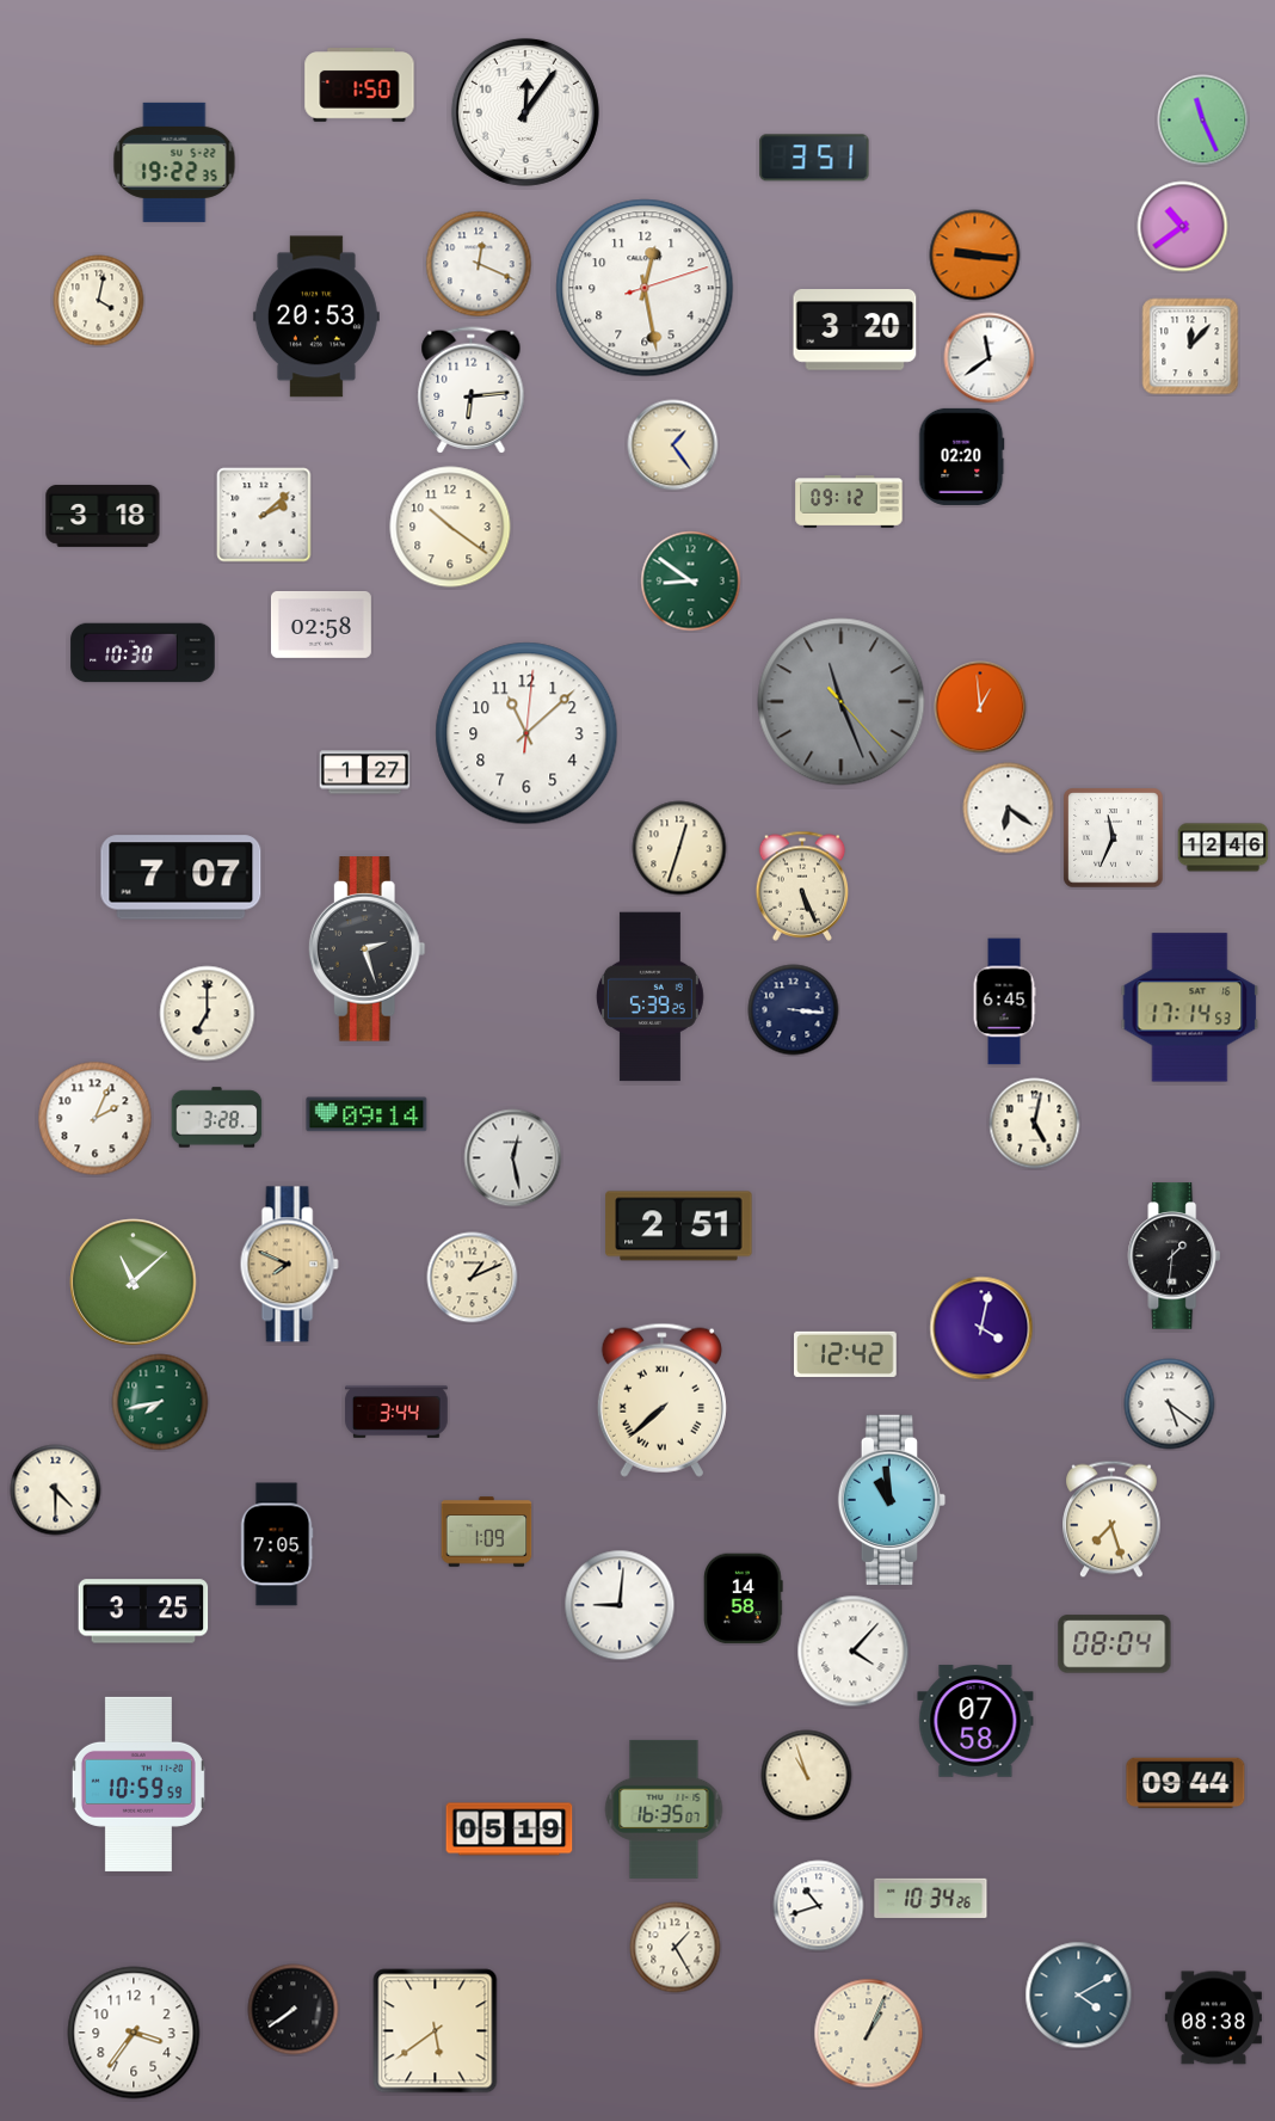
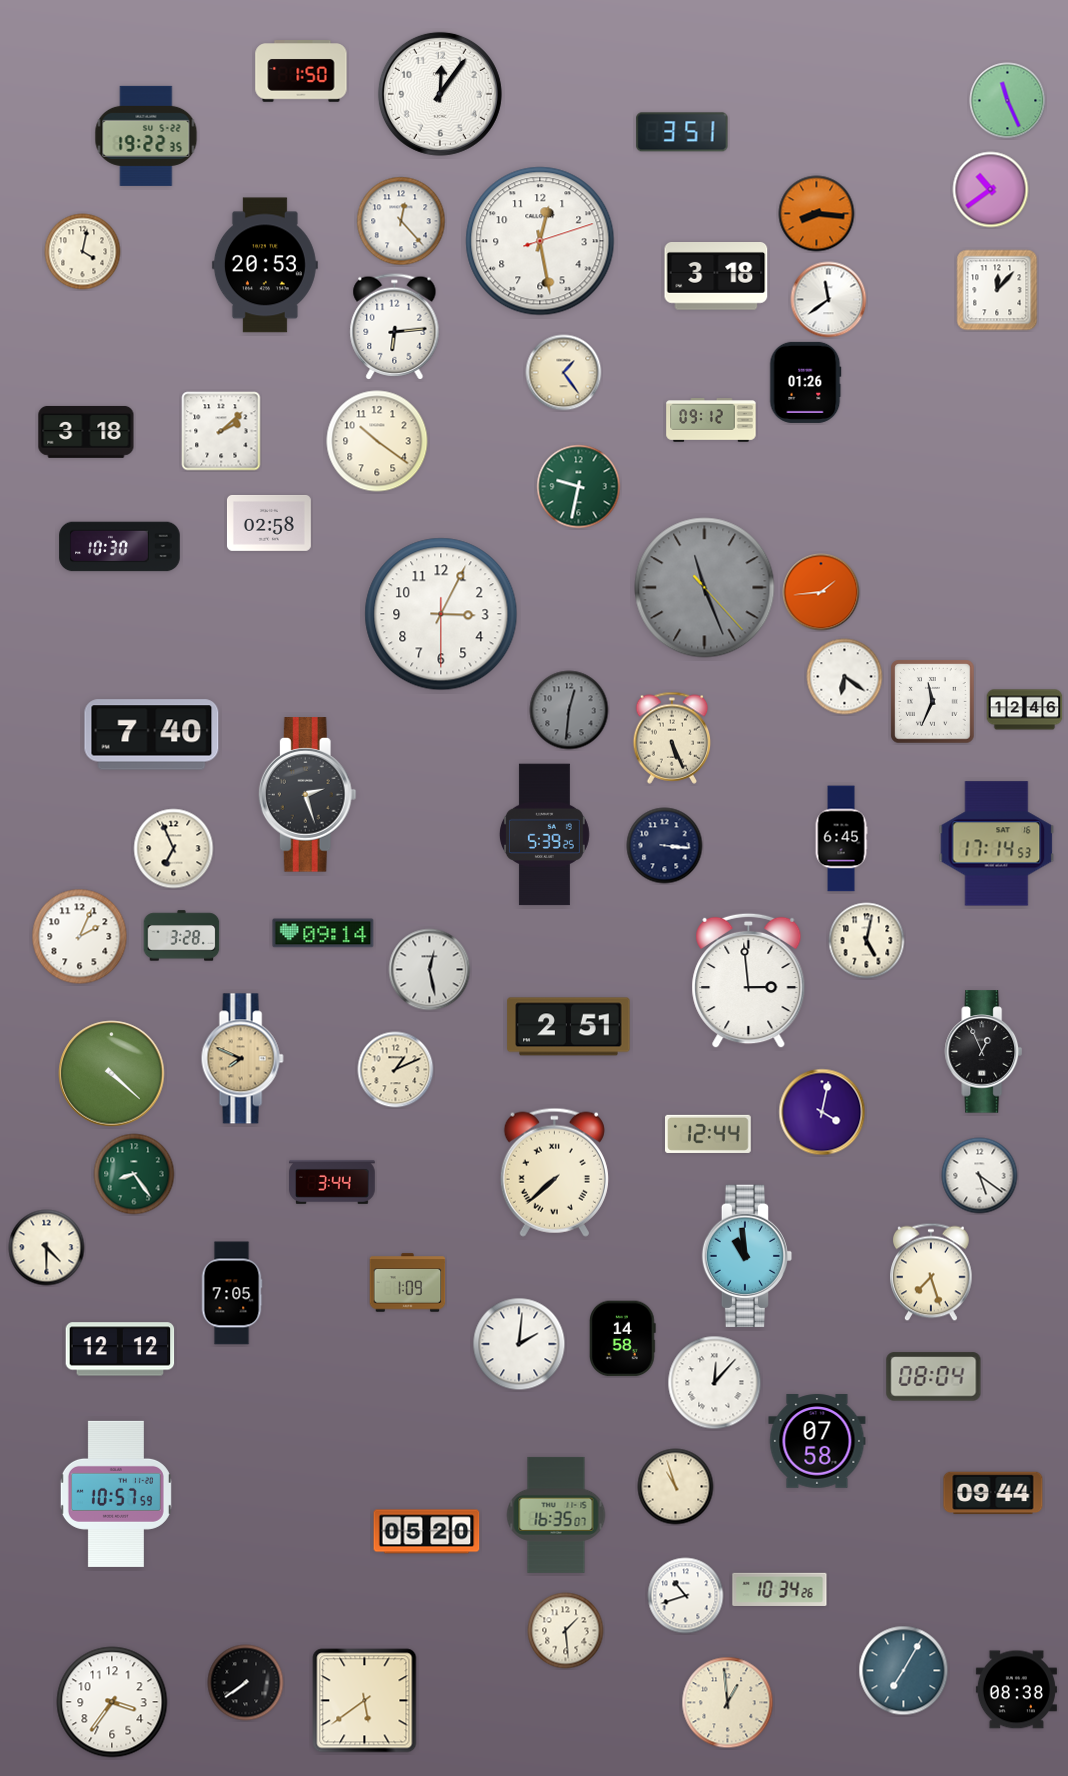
clock at (975, 256): 9:16 -> 8:16
clock at (479, 264): 12:19 -> 12:23
clock at (855, 331): 3:20 -> 3:18
clock at (962, 456): 02:20 -> 01:26
clock at (691, 582): 8:51 -> 9:32
clock at (980, 707): 12:59 -> 1:44
clock at (526, 733): 11:08 -> 3:04
clock at (365, 773): 1:27 -> none
clock at (679, 848): 12:33 -> 12:31
clock at (679, 848) dial: cream -> grey
clock at (181, 878): 7:07 -> 7:40
clock at (802, 886) position: (802, 886) -> (672, 738)
clock at (208, 1014): 7:00 -> 6:56
clock at (367, 1114) position: (367, 1114) -> (323, 933)
clock at (749, 981): none -> 2:59
clock at (1175, 1256): 1:31 -> 12:56
clock at (134, 1283): 11:08 -> 4:22
clock at (846, 1354): 12:42 -> 12:44
clock at (160, 1402): 7:43 -> 8:24
clock at (620, 1605): 9:01 -> 2:01
clock at (143, 1611): 3:25 -> 12:12
clock at (854, 1652): 4:07 -> 12:07
clock at (138, 1784): 10:59 -> 10:57
clock at (510, 1830): 05:19 -> 05:20
clock at (676, 1948): 1:25 -> 1:29
clock at (1079, 1996): 4:10 -> 7:05
clock at (869, 2034): 1:04 -> 12:59
